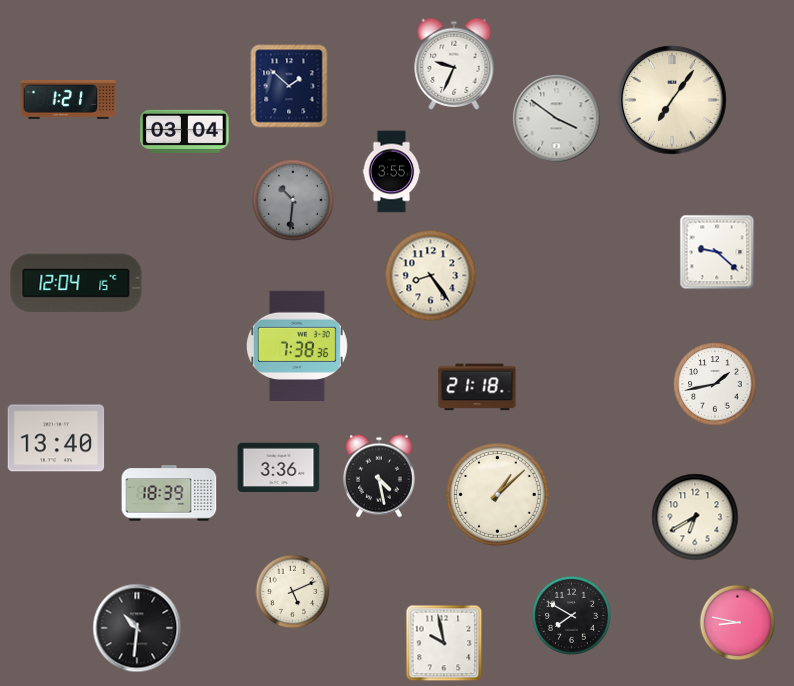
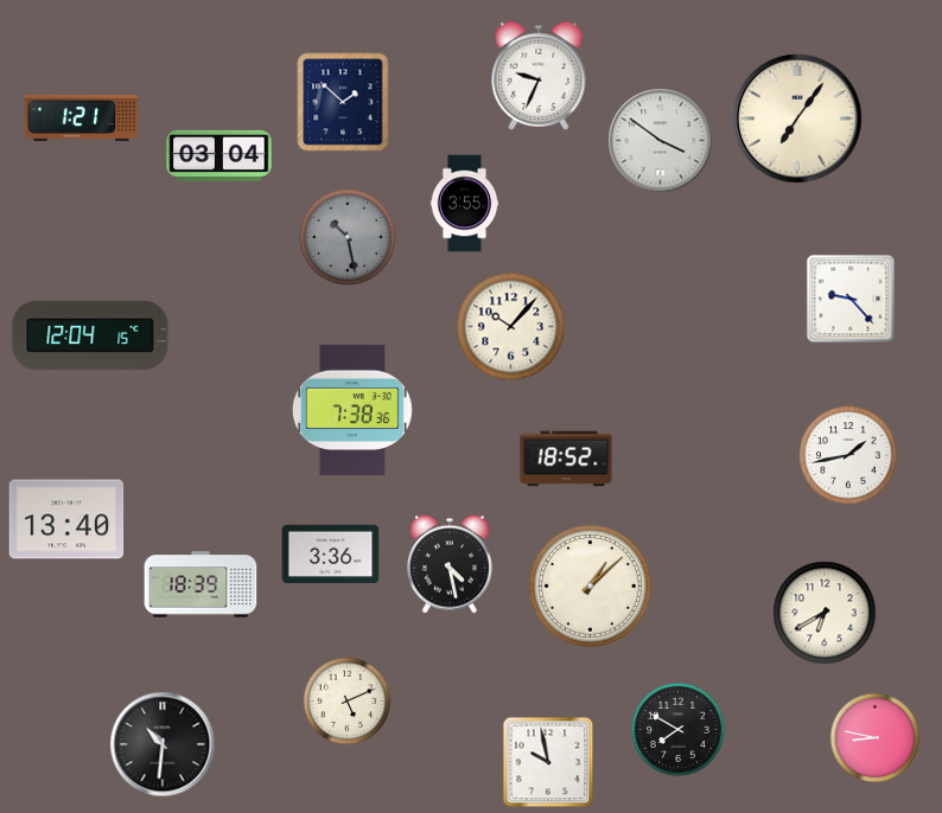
clock at (293, 200): 10:31 -> 10:28
clock at (717, 252): 9:22 -> 9:23
clock at (431, 276): 8:24 -> 10:07
clock at (477, 387): 21:18 -> 18:52
clock at (444, 643) position: (444, 643) -> (548, 762)
